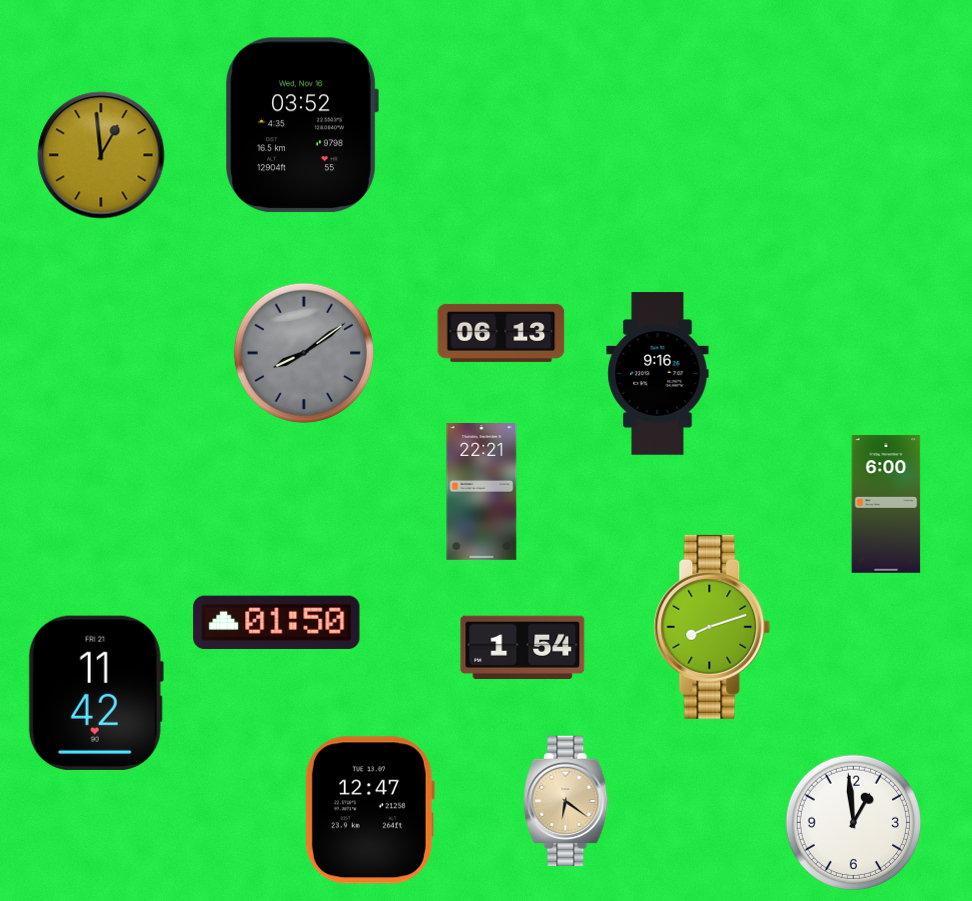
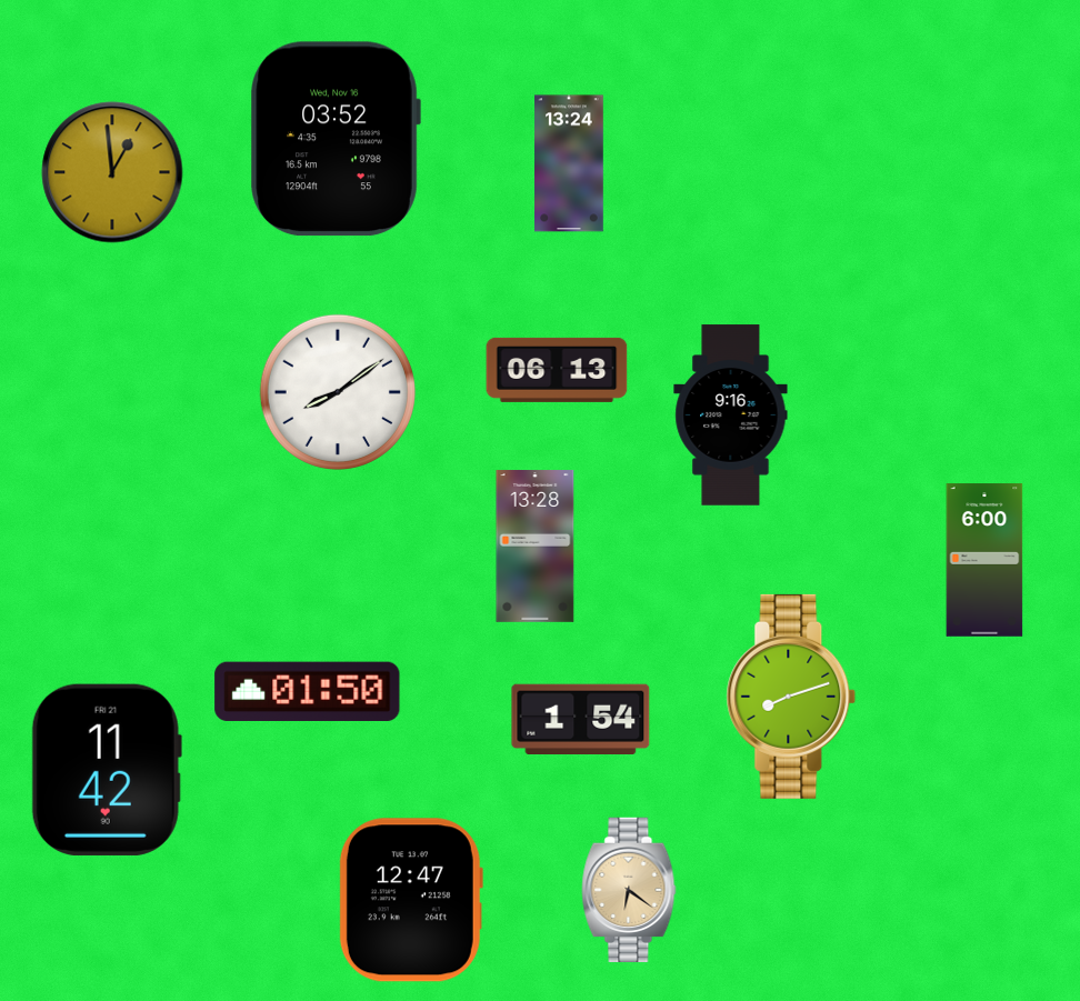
clock at (569, 163): none -> 13:24
clock at (304, 353) dial: grey -> white
clock at (482, 492): 22:21 -> 13:28
clock at (854, 823): 12:59 -> none
